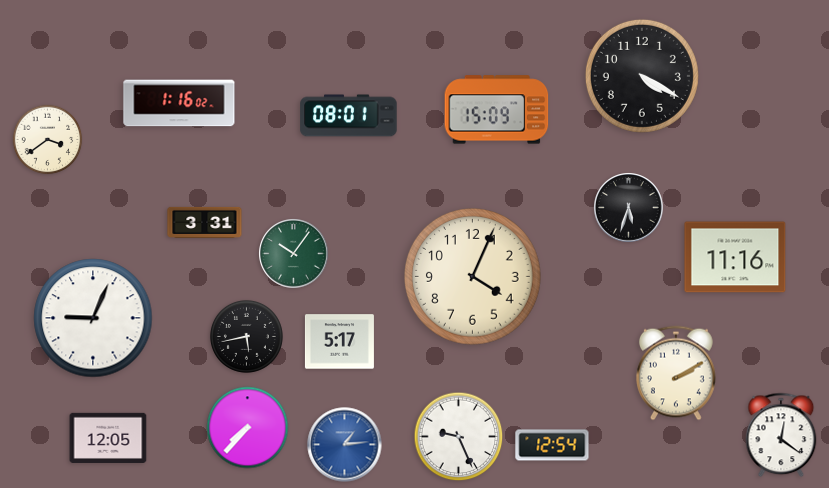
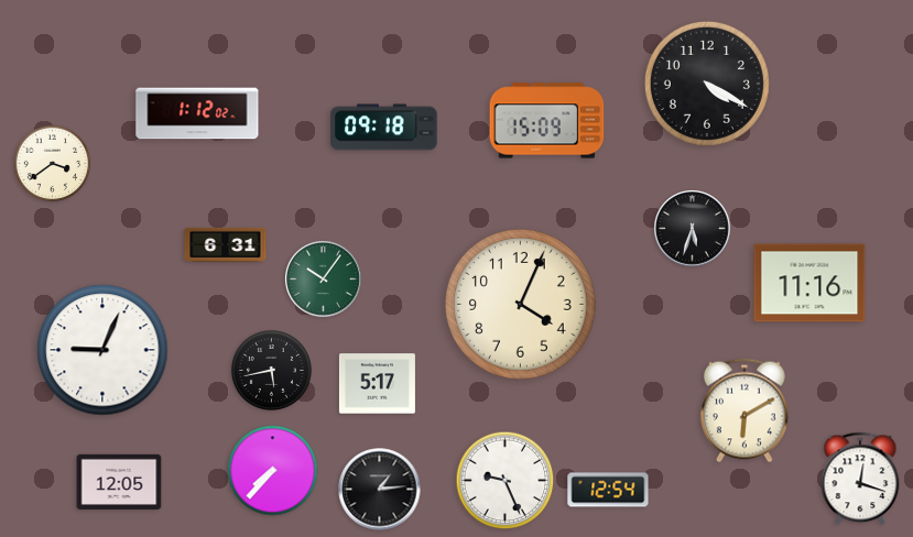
clock at (179, 103): 1:16 -> 1:12
clock at (349, 116): 08:01 -> 09:18
clock at (48, 140) position: (48, 140) -> (53, 164)
clock at (205, 222): 3:31 -> 6:31
clock at (339, 342) position: (339, 342) -> (377, 384)
clock at (677, 373): 2:10 -> 6:10
clock at (781, 435): 12:21 -> 12:18
clock at (345, 445) dial: blue -> black
